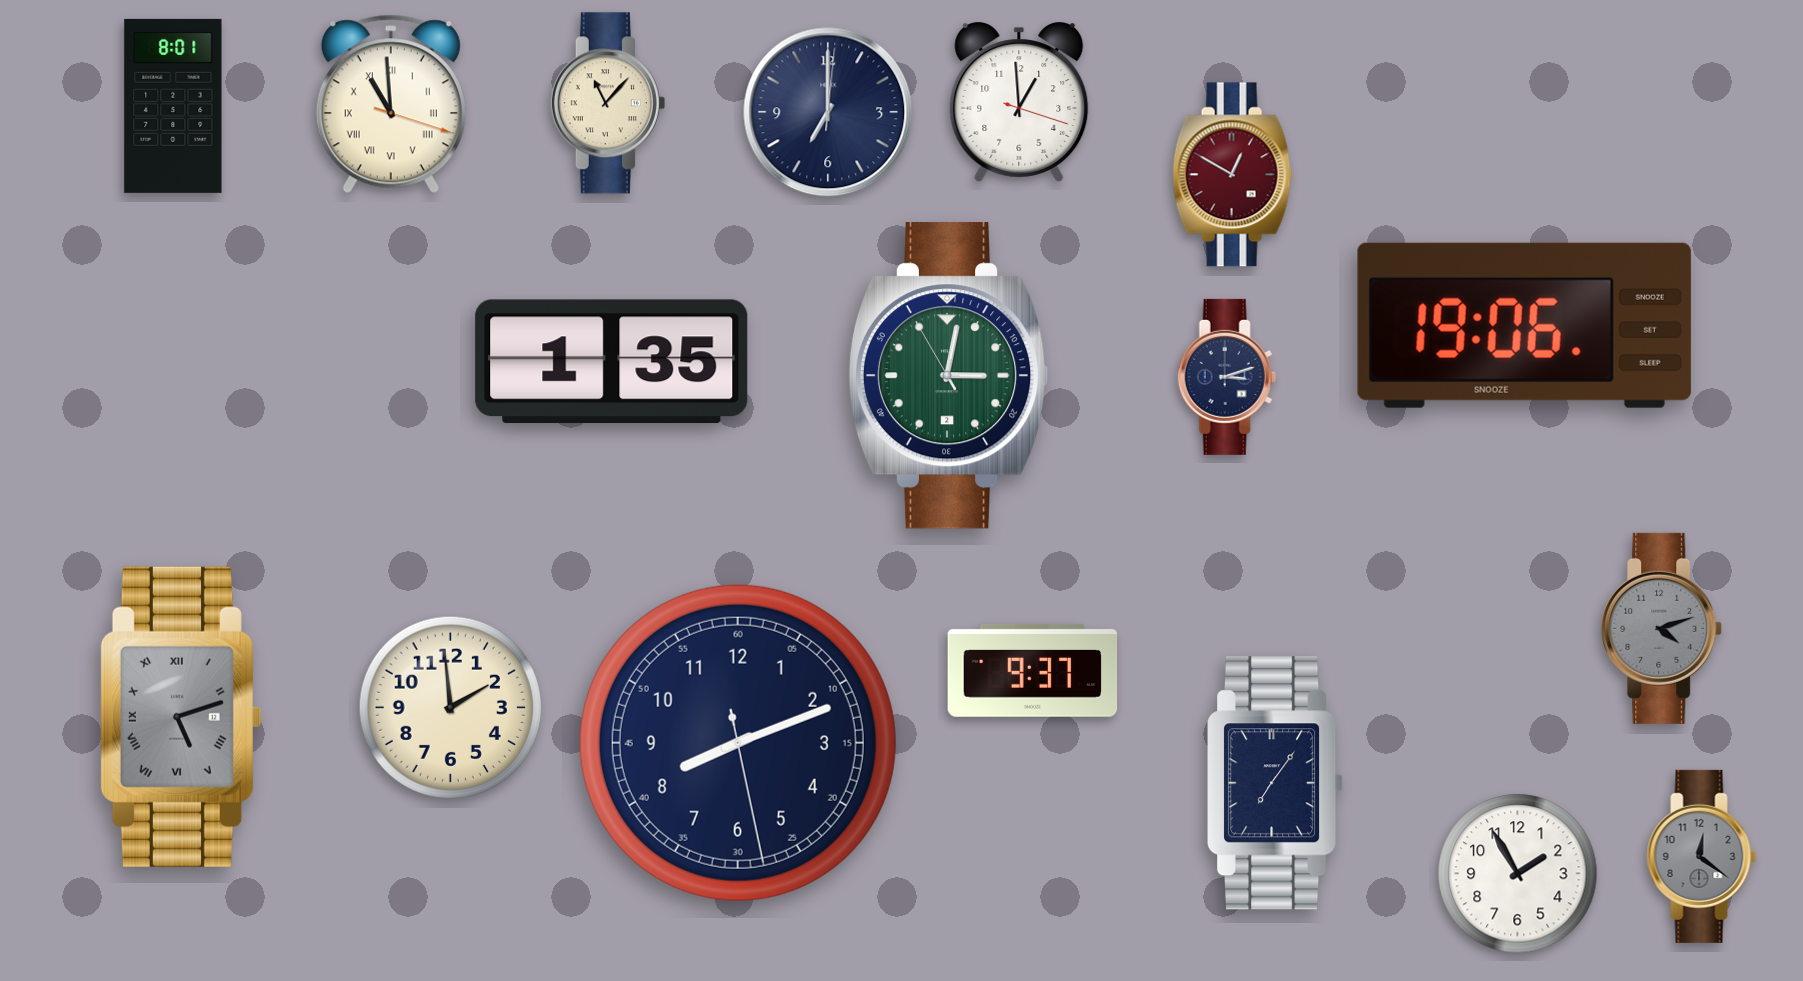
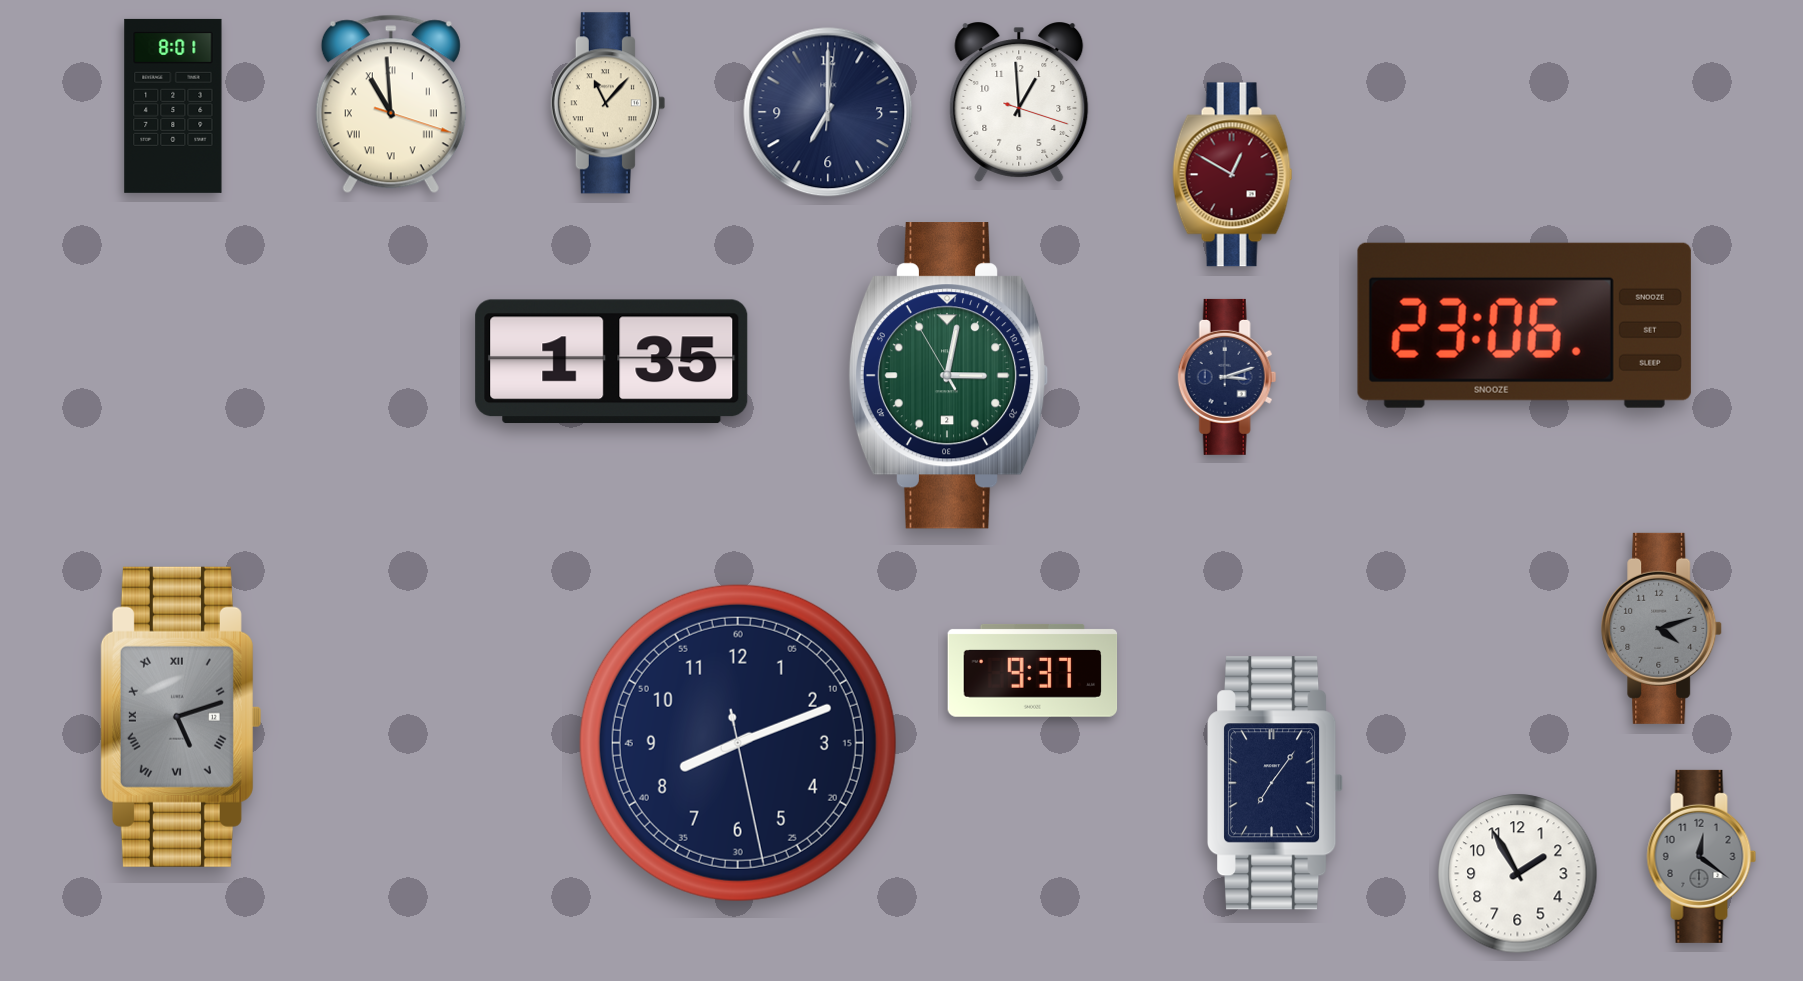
clock at (1524, 325): 19:06 -> 23:06
clock at (450, 707): 1:59 -> none
